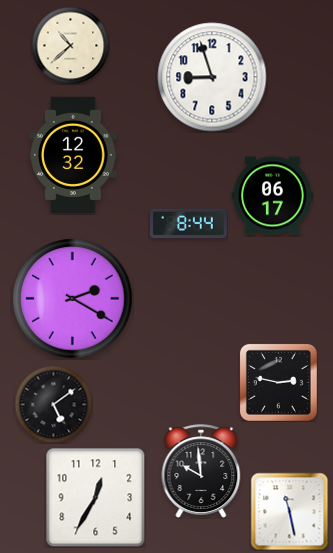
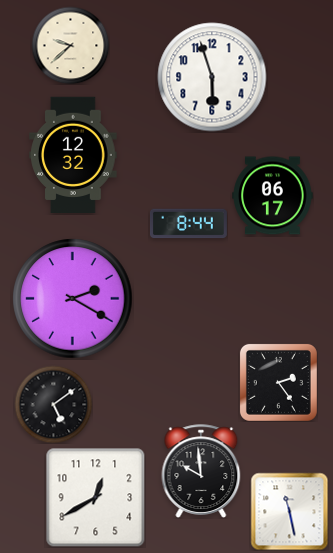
clock at (70, 45): 10:38 -> 9:38
clock at (212, 77): 8:57 -> 5:57
clock at (278, 382): 2:47 -> 2:24
clock at (96, 498): 12:35 -> 12:40
